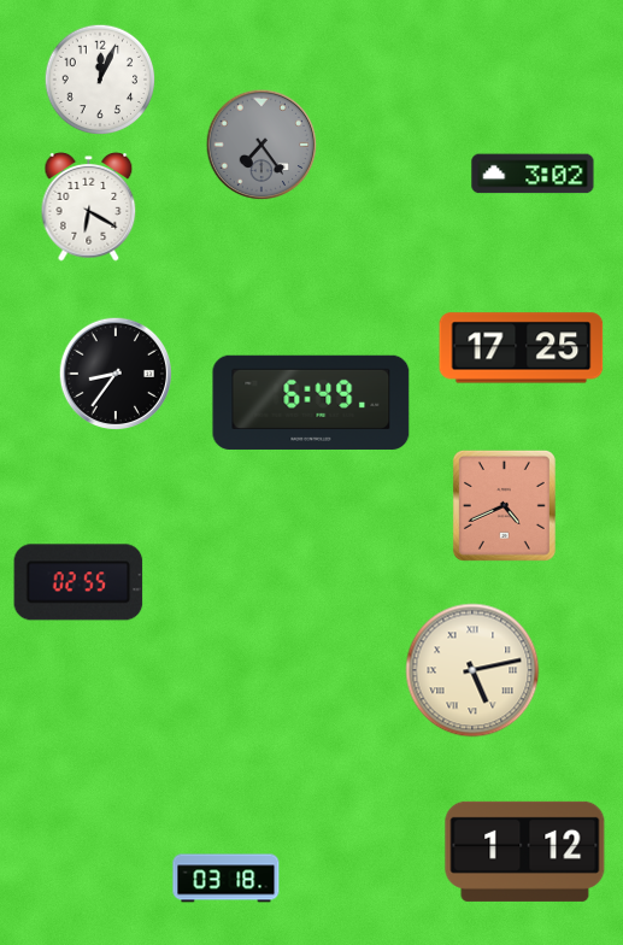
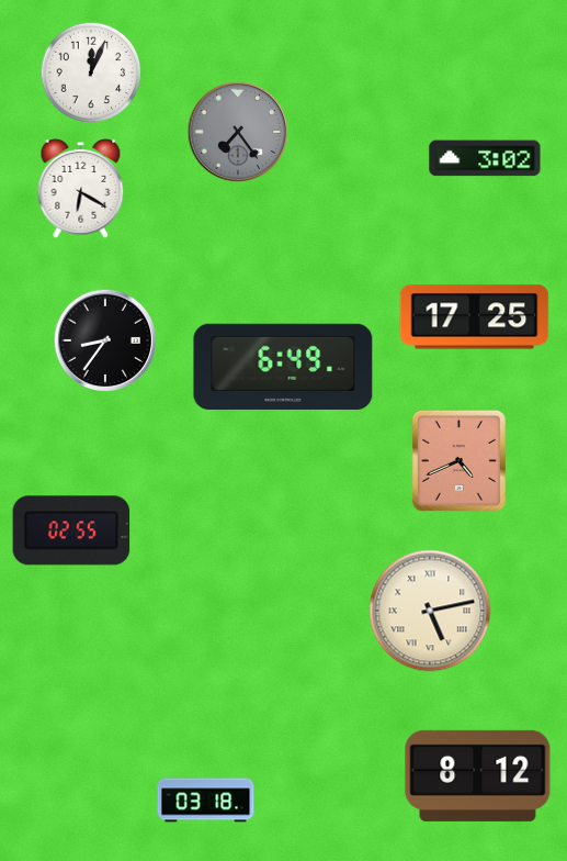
clock at (525, 851): 1:12 -> 8:12
